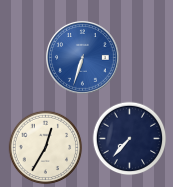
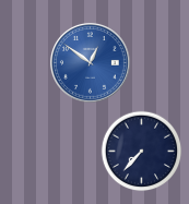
clock at (83, 58): 6:33 -> 12:51
clock at (46, 148): 12:35 -> none
